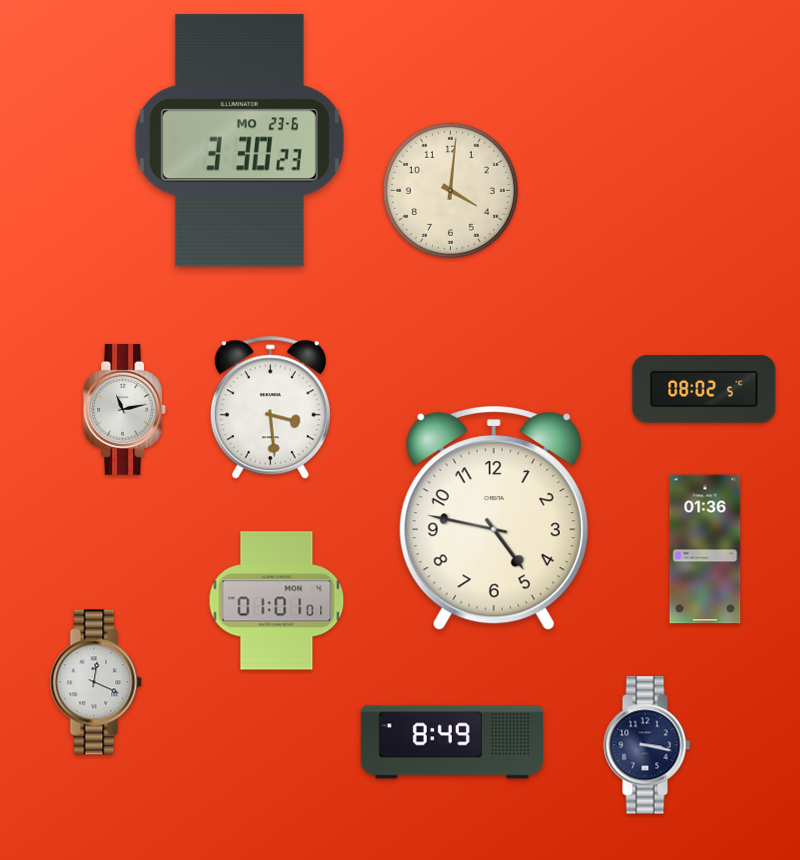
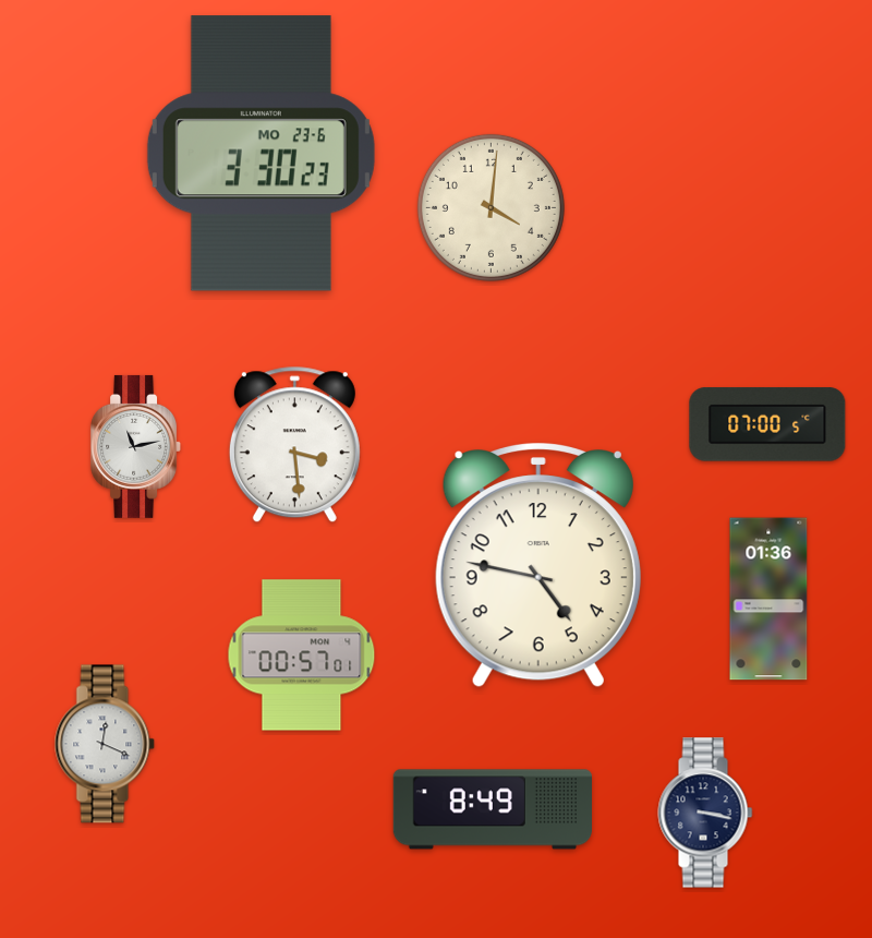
clock at (704, 389): 08:02 -> 07:00
clock at (277, 601): 01:01 -> 00:57
